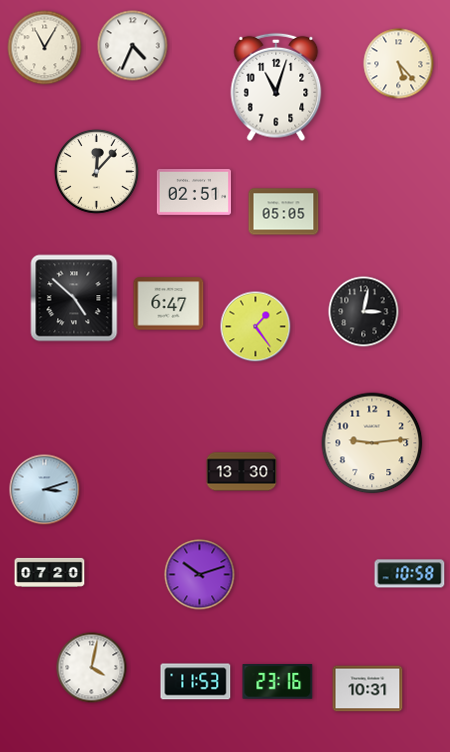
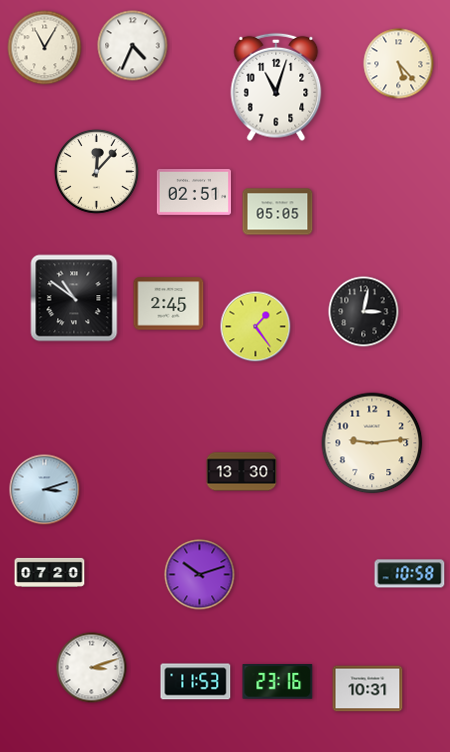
clock at (284, 212) position: (284, 212) -> (278, 212)
clock at (74, 298): 4:52 -> 10:51
clock at (169, 304): 6:47 -> 2:45
clock at (92, 668): 4:02 -> 3:12
